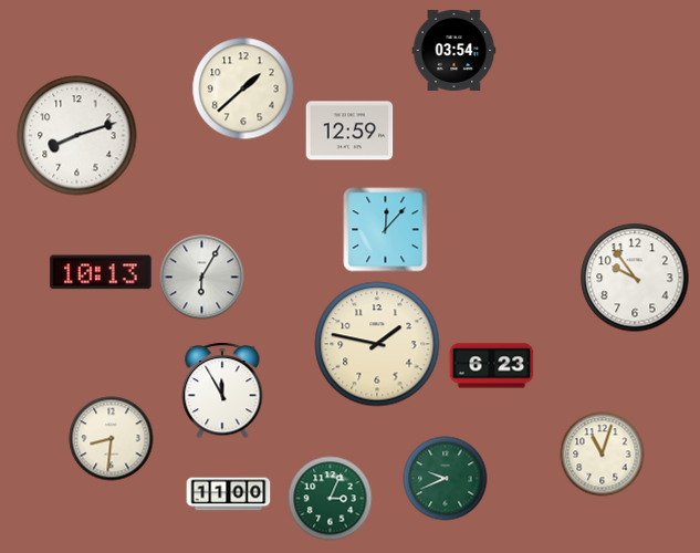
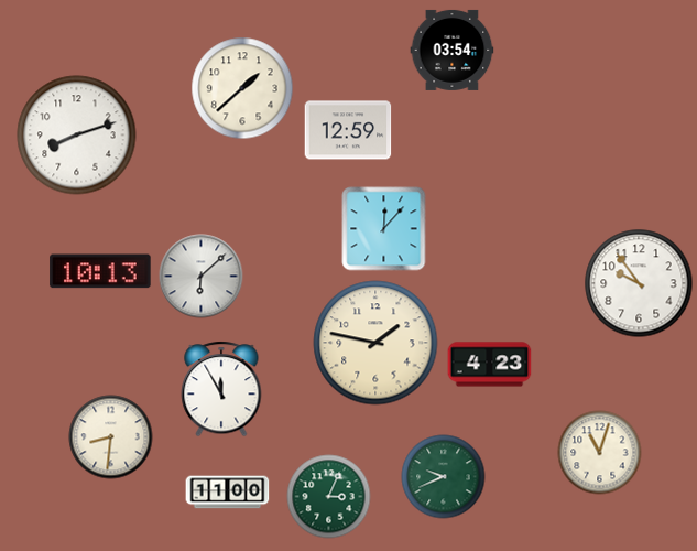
clock at (202, 278): 6:05 -> 6:08
clock at (635, 278) position: (635, 278) -> (639, 283)
clock at (492, 366): 6:23 -> 4:23
